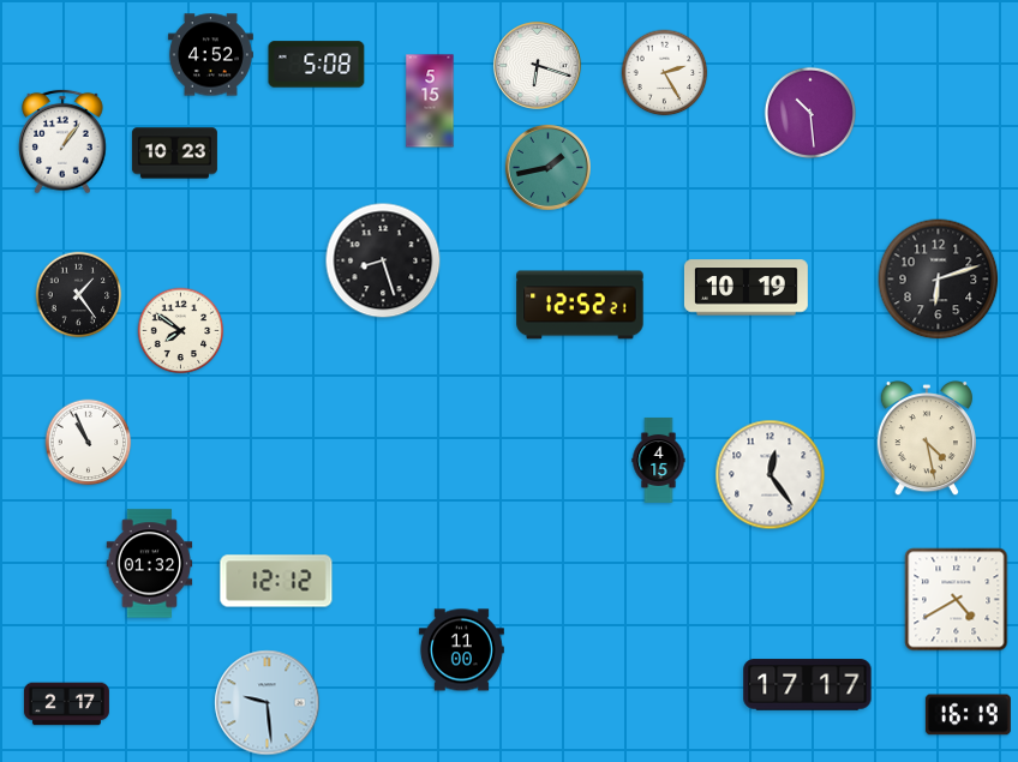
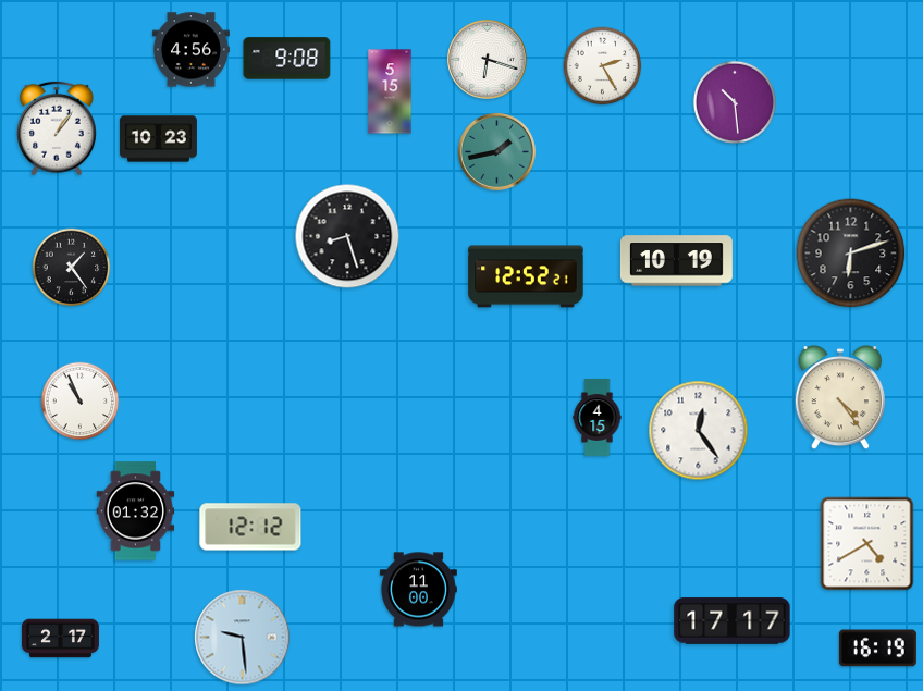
clock at (210, 55): 4:52 -> 4:56
clock at (317, 65): 5:08 -> 9:08
clock at (181, 331): 7:51 -> none
clock at (927, 439): 4:28 -> 4:24
